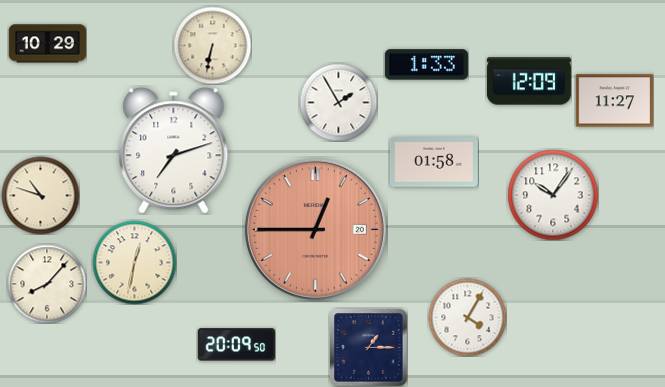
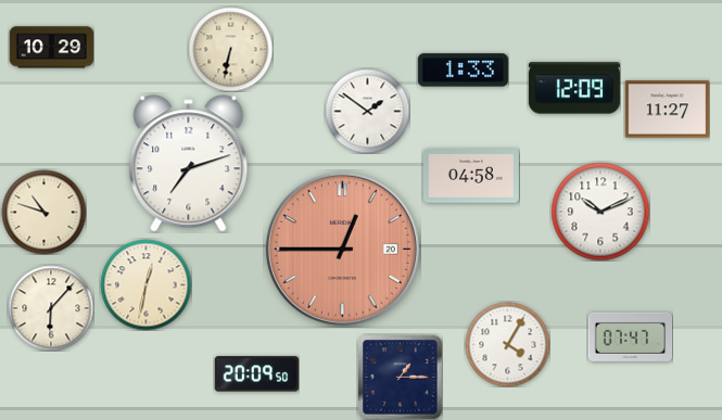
clock at (338, 102): 1:55 -> 1:51
clock at (434, 162): 01:58 -> 04:58
clock at (553, 195): 10:06 -> 10:11
clock at (47, 284): 8:07 -> 6:07
clock at (630, 336): none -> 07:47
